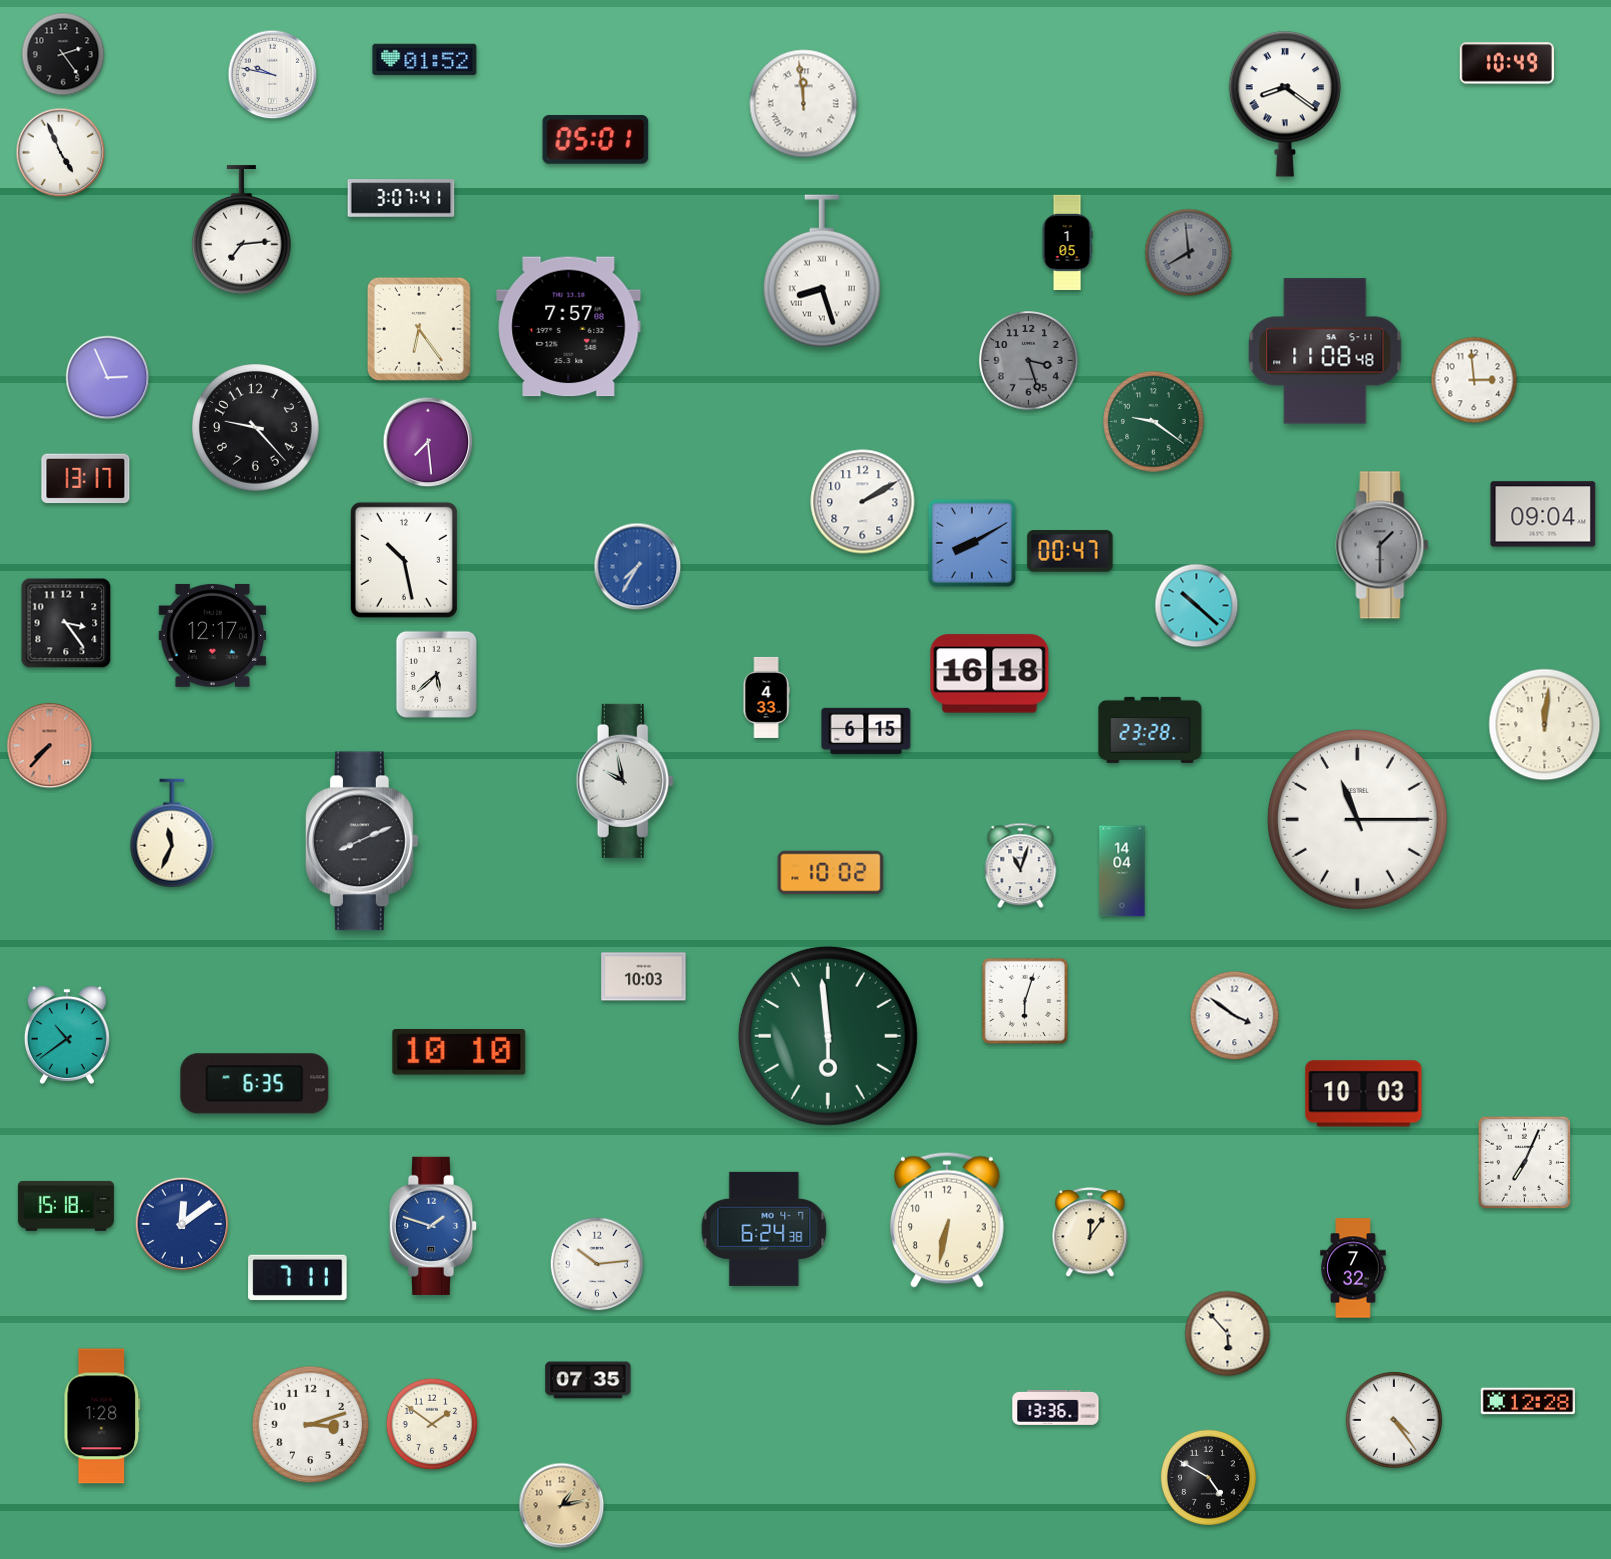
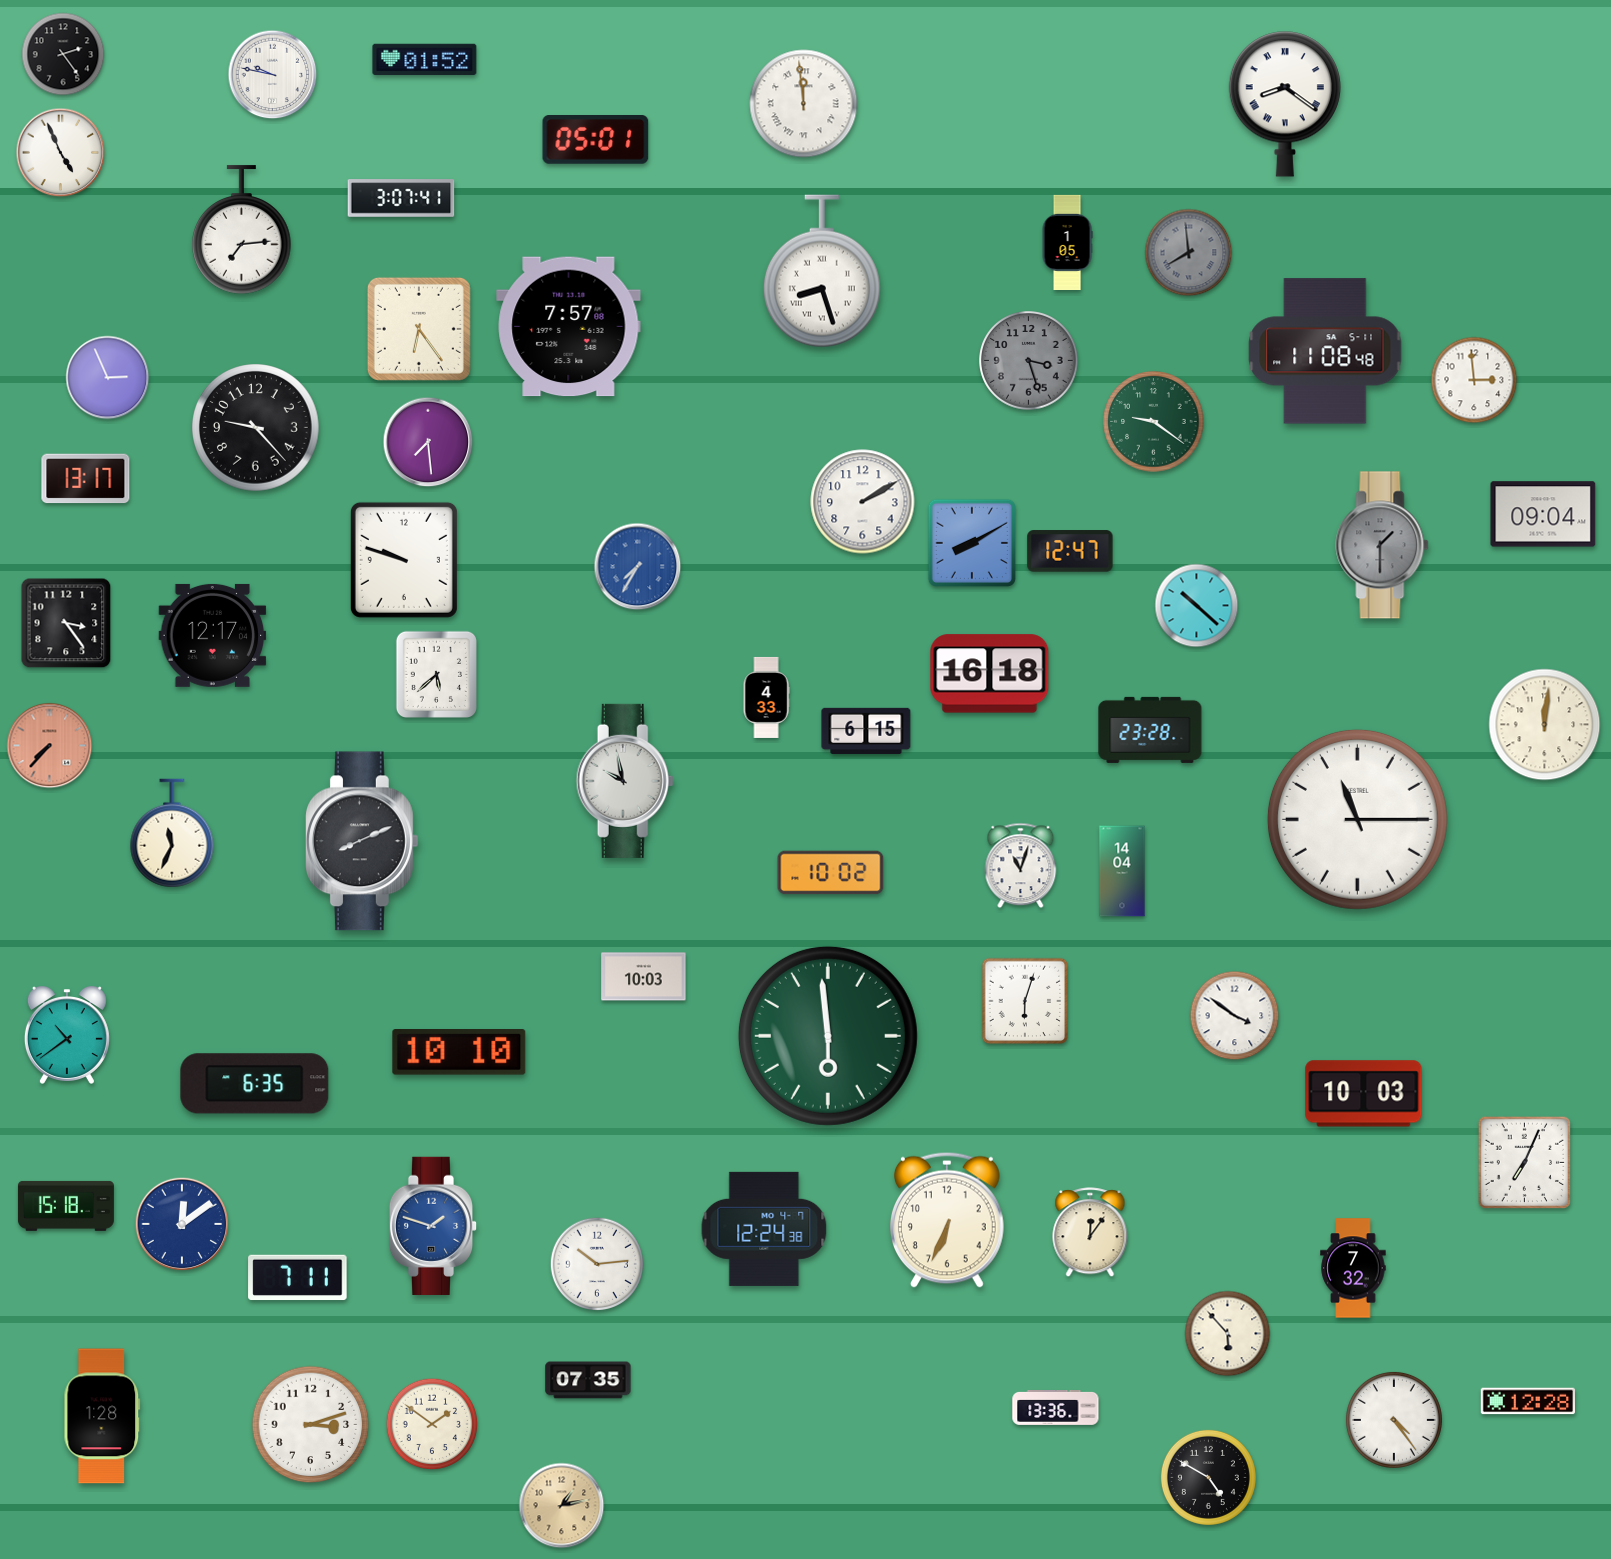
clock at (1507, 63): 10:49 -> none
clock at (1070, 551): 00:47 -> 12:47
clock at (404, 560): 10:28 -> 9:48
clock at (947, 1220): 6:32 -> 6:34
clock at (764, 1229): 6:24 -> 12:24
